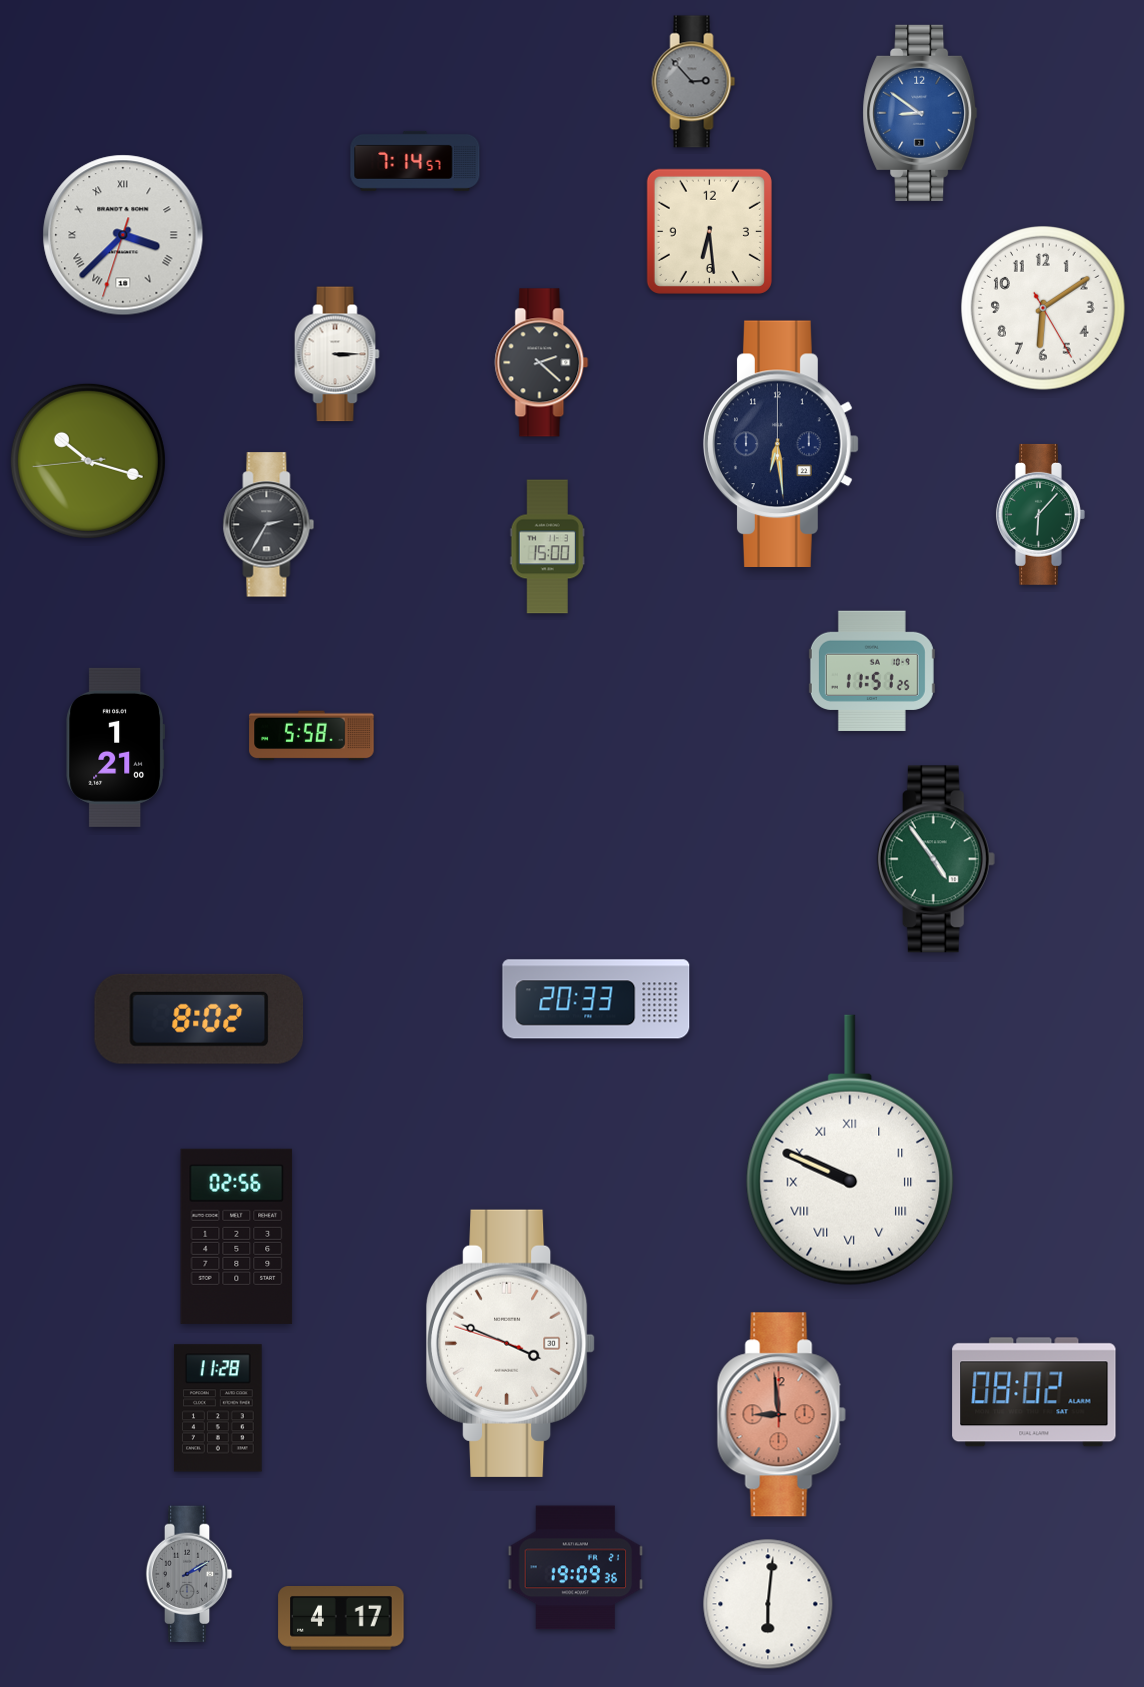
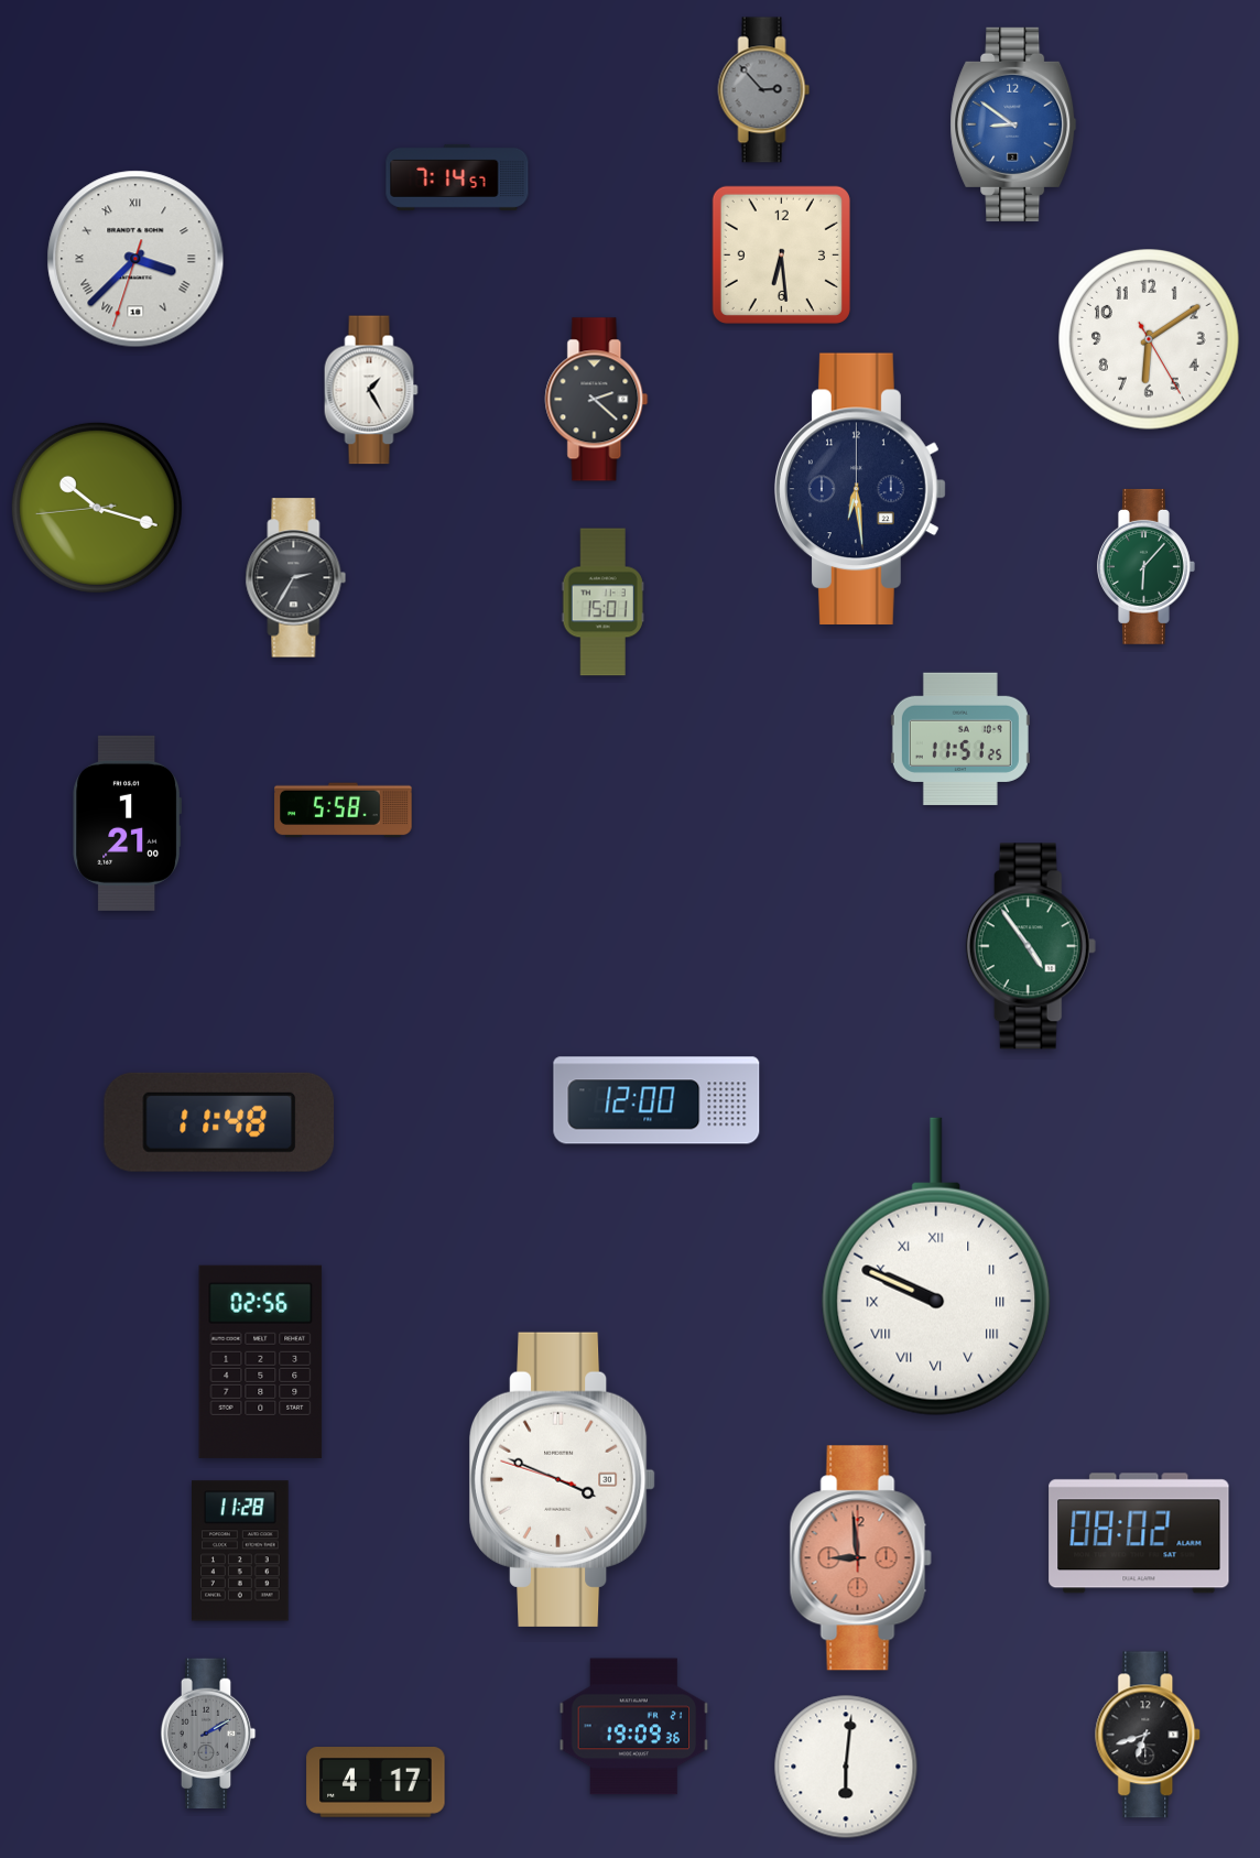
clock at (337, 354): 3:15 -> 1:25
clock at (547, 547): 15:00 -> 15:01
clock at (596, 999): 20:33 -> 12:00
clock at (199, 1019): 8:02 -> 11:48
clock at (1149, 1735): none -> 6:42
